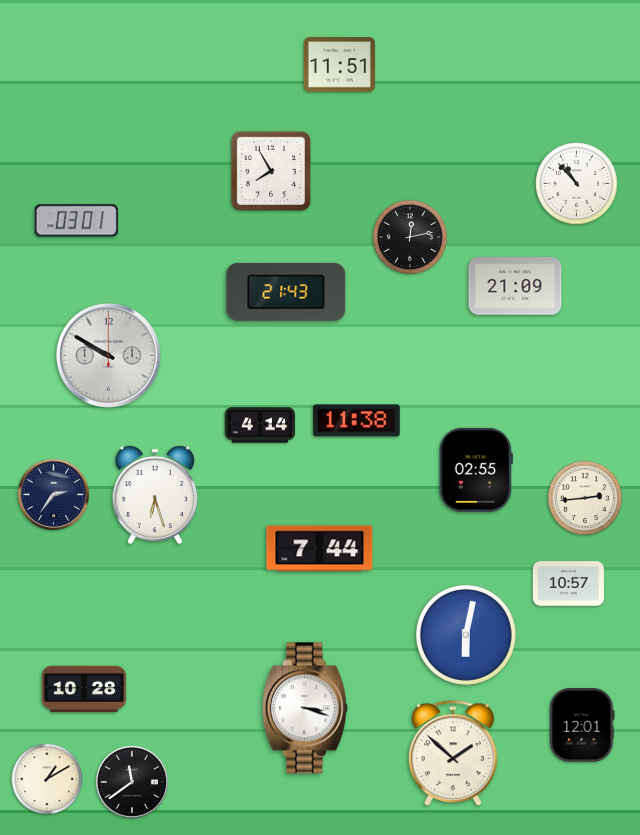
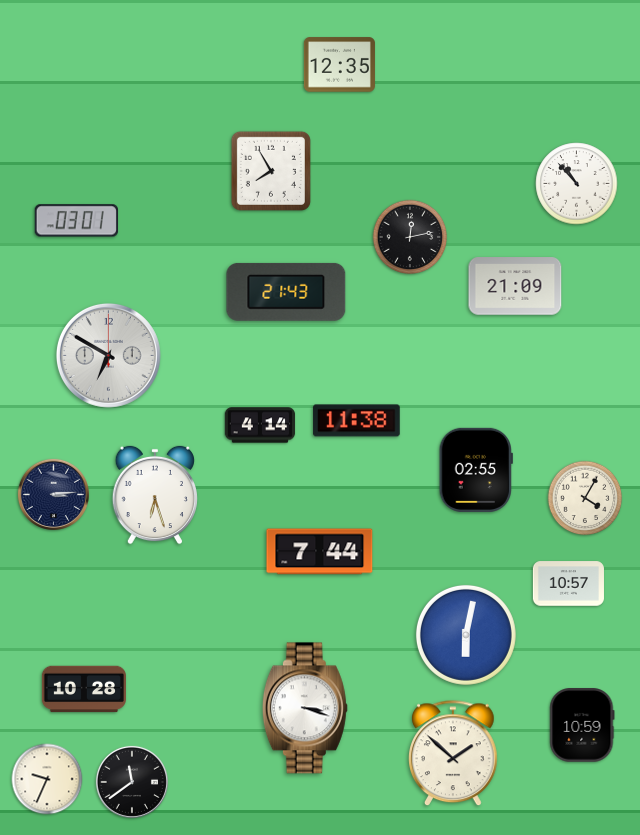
clock at (339, 65): 11:51 -> 12:35
clock at (108, 355): 9:50 -> 6:50
clock at (53, 494): 2:36 -> 3:14
clock at (585, 498): 2:44 -> 4:05
clock at (320, 549) position: (320, 549) -> (320, 552)
clock at (582, 725): 12:01 -> 10:59
clock at (47, 779): 1:10 -> 9:34
